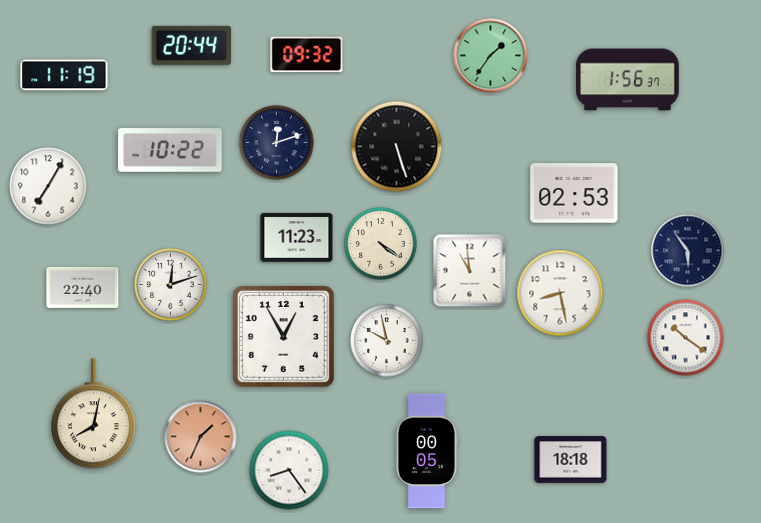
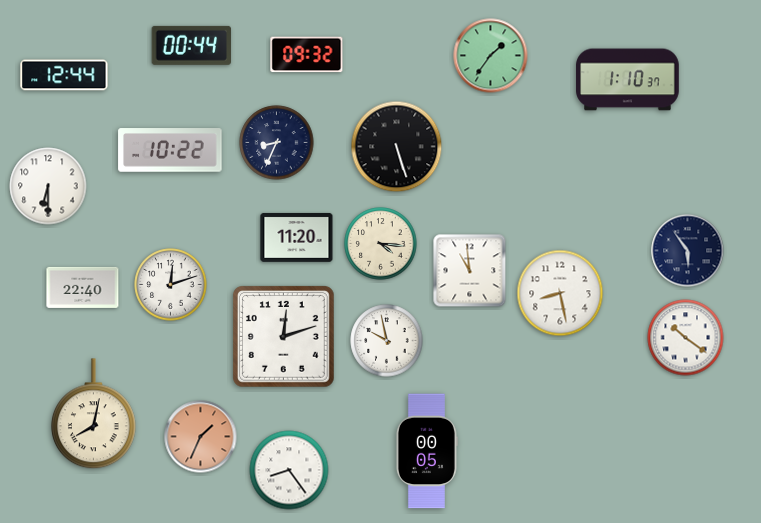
clock at (191, 45): 20:44 -> 00:44
clock at (64, 75): 11:19 -> 12:44
clock at (628, 80): 1:56 -> 1:10
clock at (277, 143): 12:12 -> 8:34
clock at (48, 186): 7:05 -> 6:30
clock at (574, 193): 02:53 -> none
clock at (297, 237): 11:23 -> 11:20
clock at (381, 244): 4:21 -> 4:16
clock at (284, 337): 12:55 -> 12:12
clock at (571, 460): 18:18 -> none
